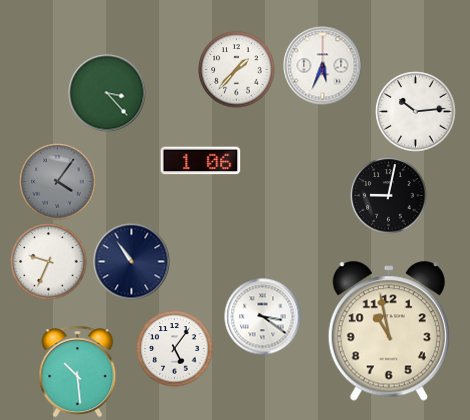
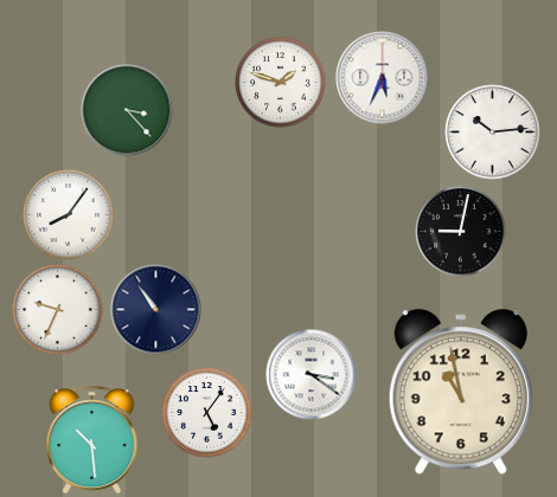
clock at (237, 70): 1:37 -> 1:48
clock at (201, 161): 1:06 -> none
clock at (58, 182): 4:06 -> 8:06
clock at (58, 182) dial: grey -> white
